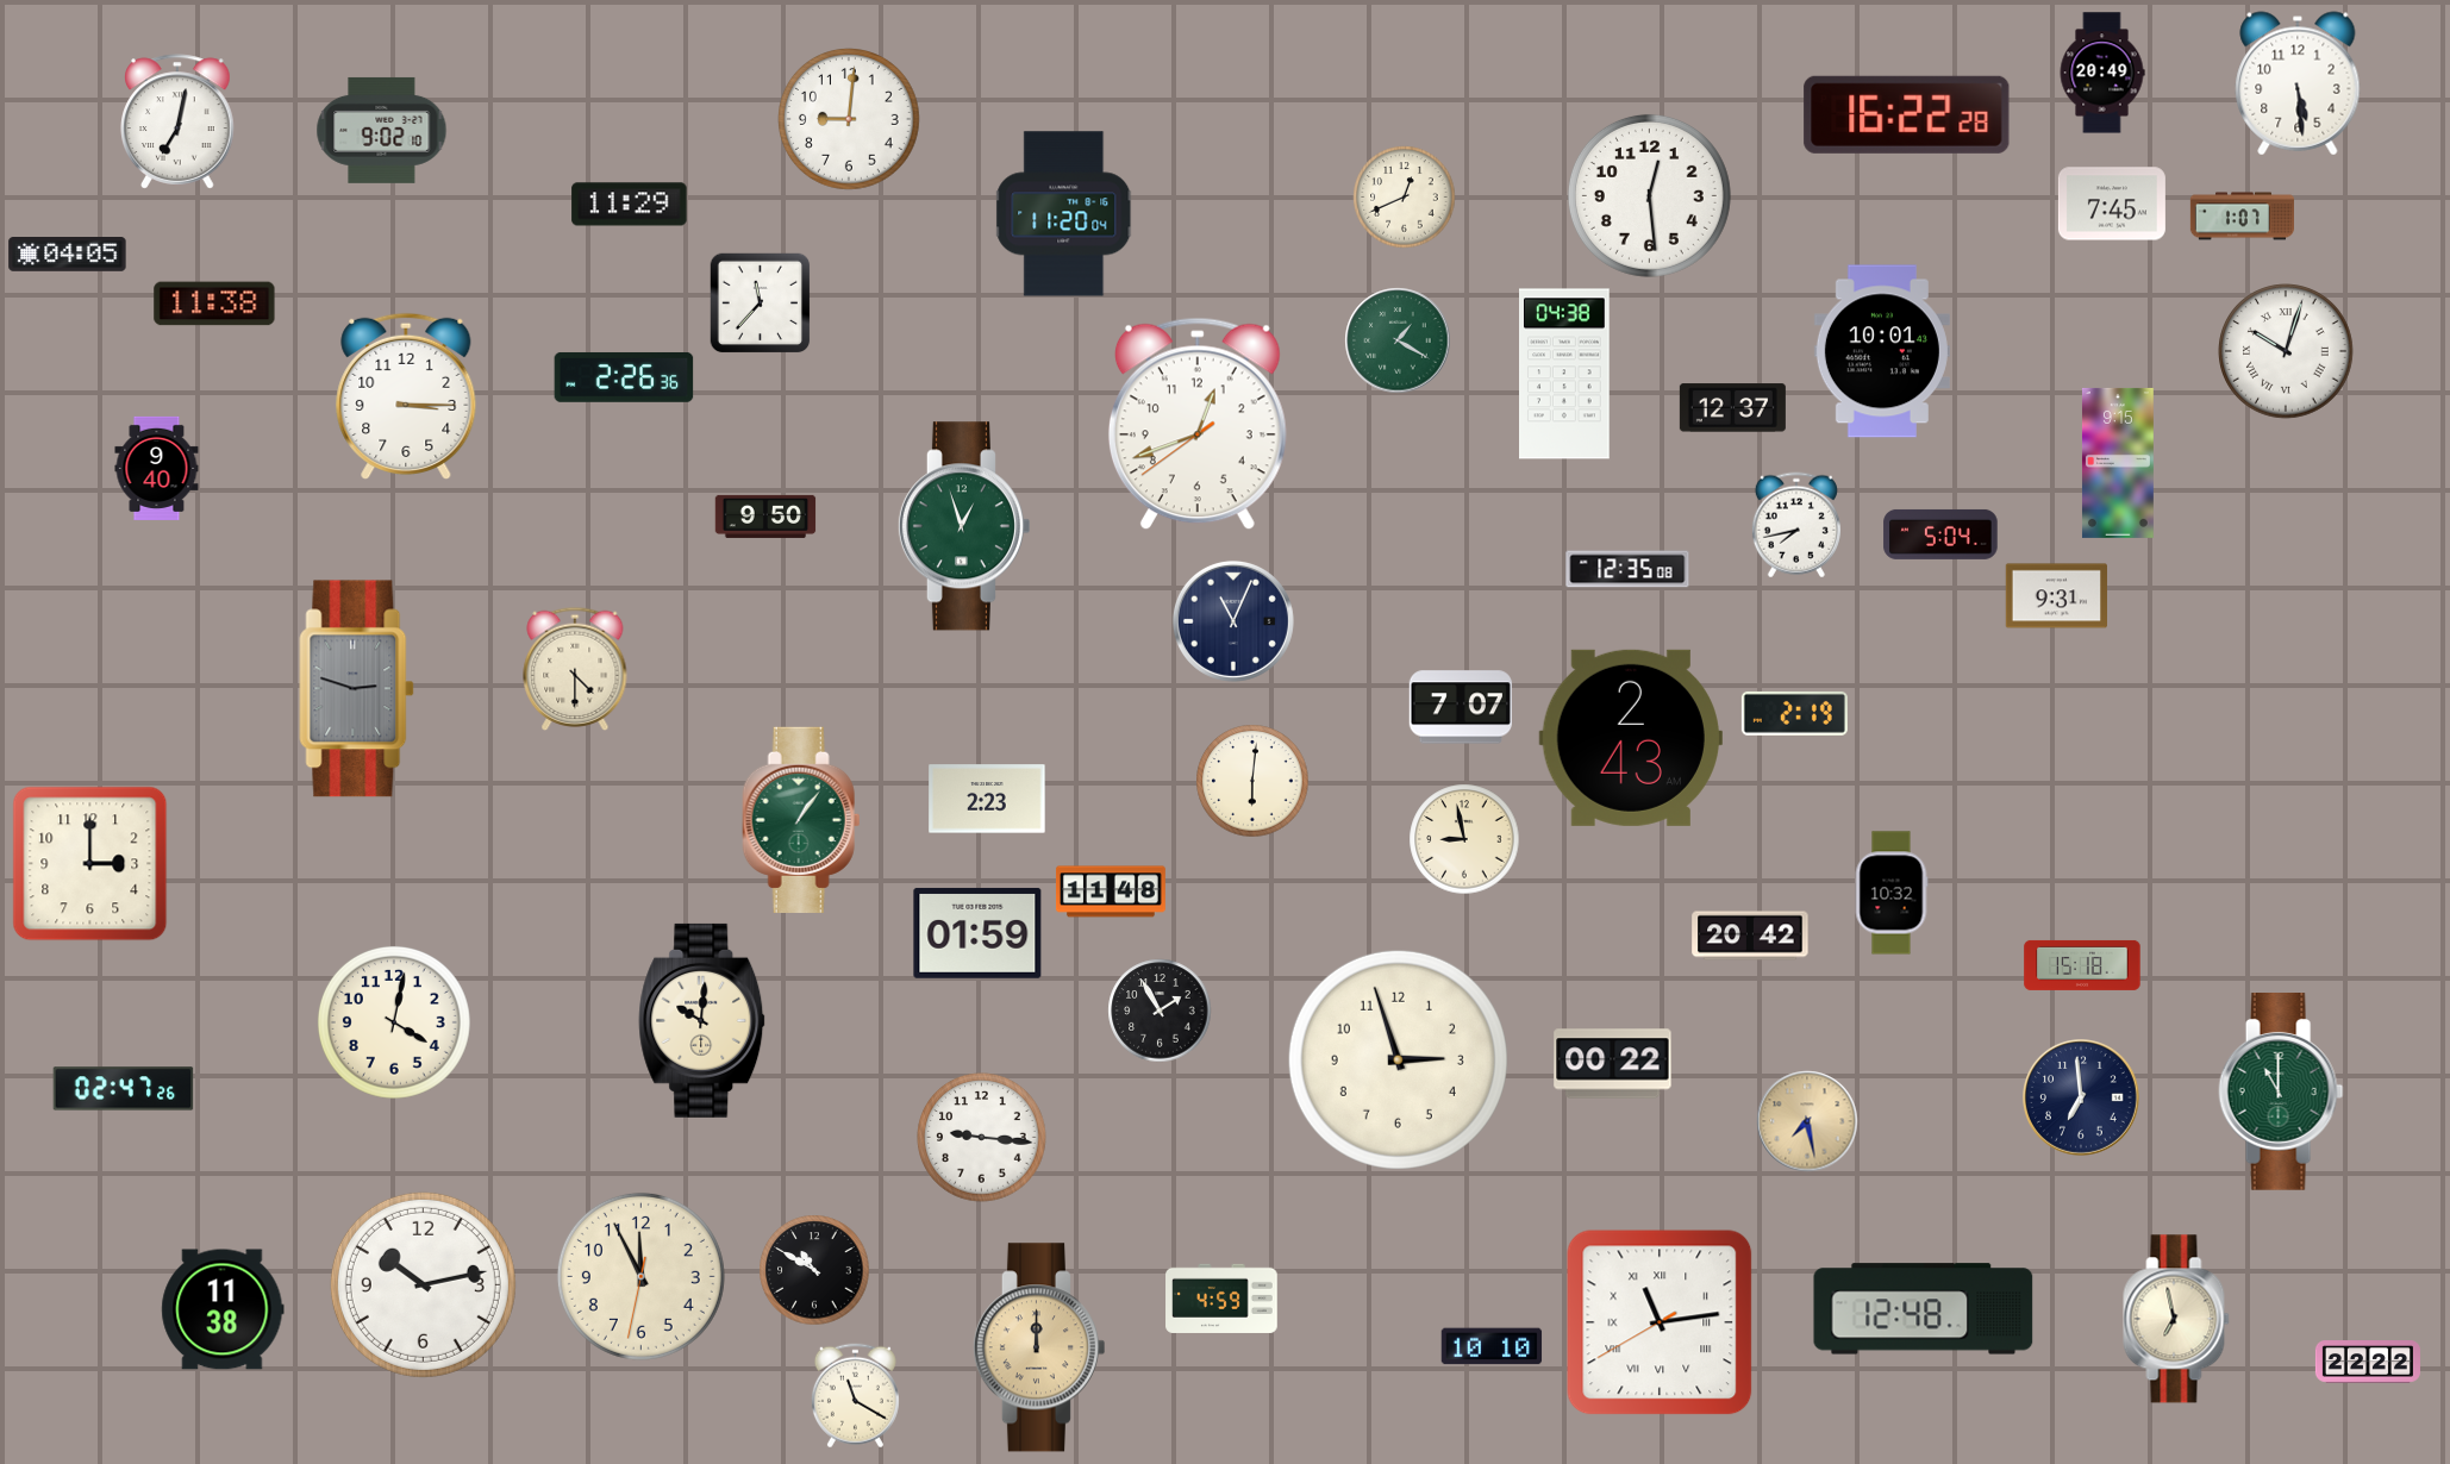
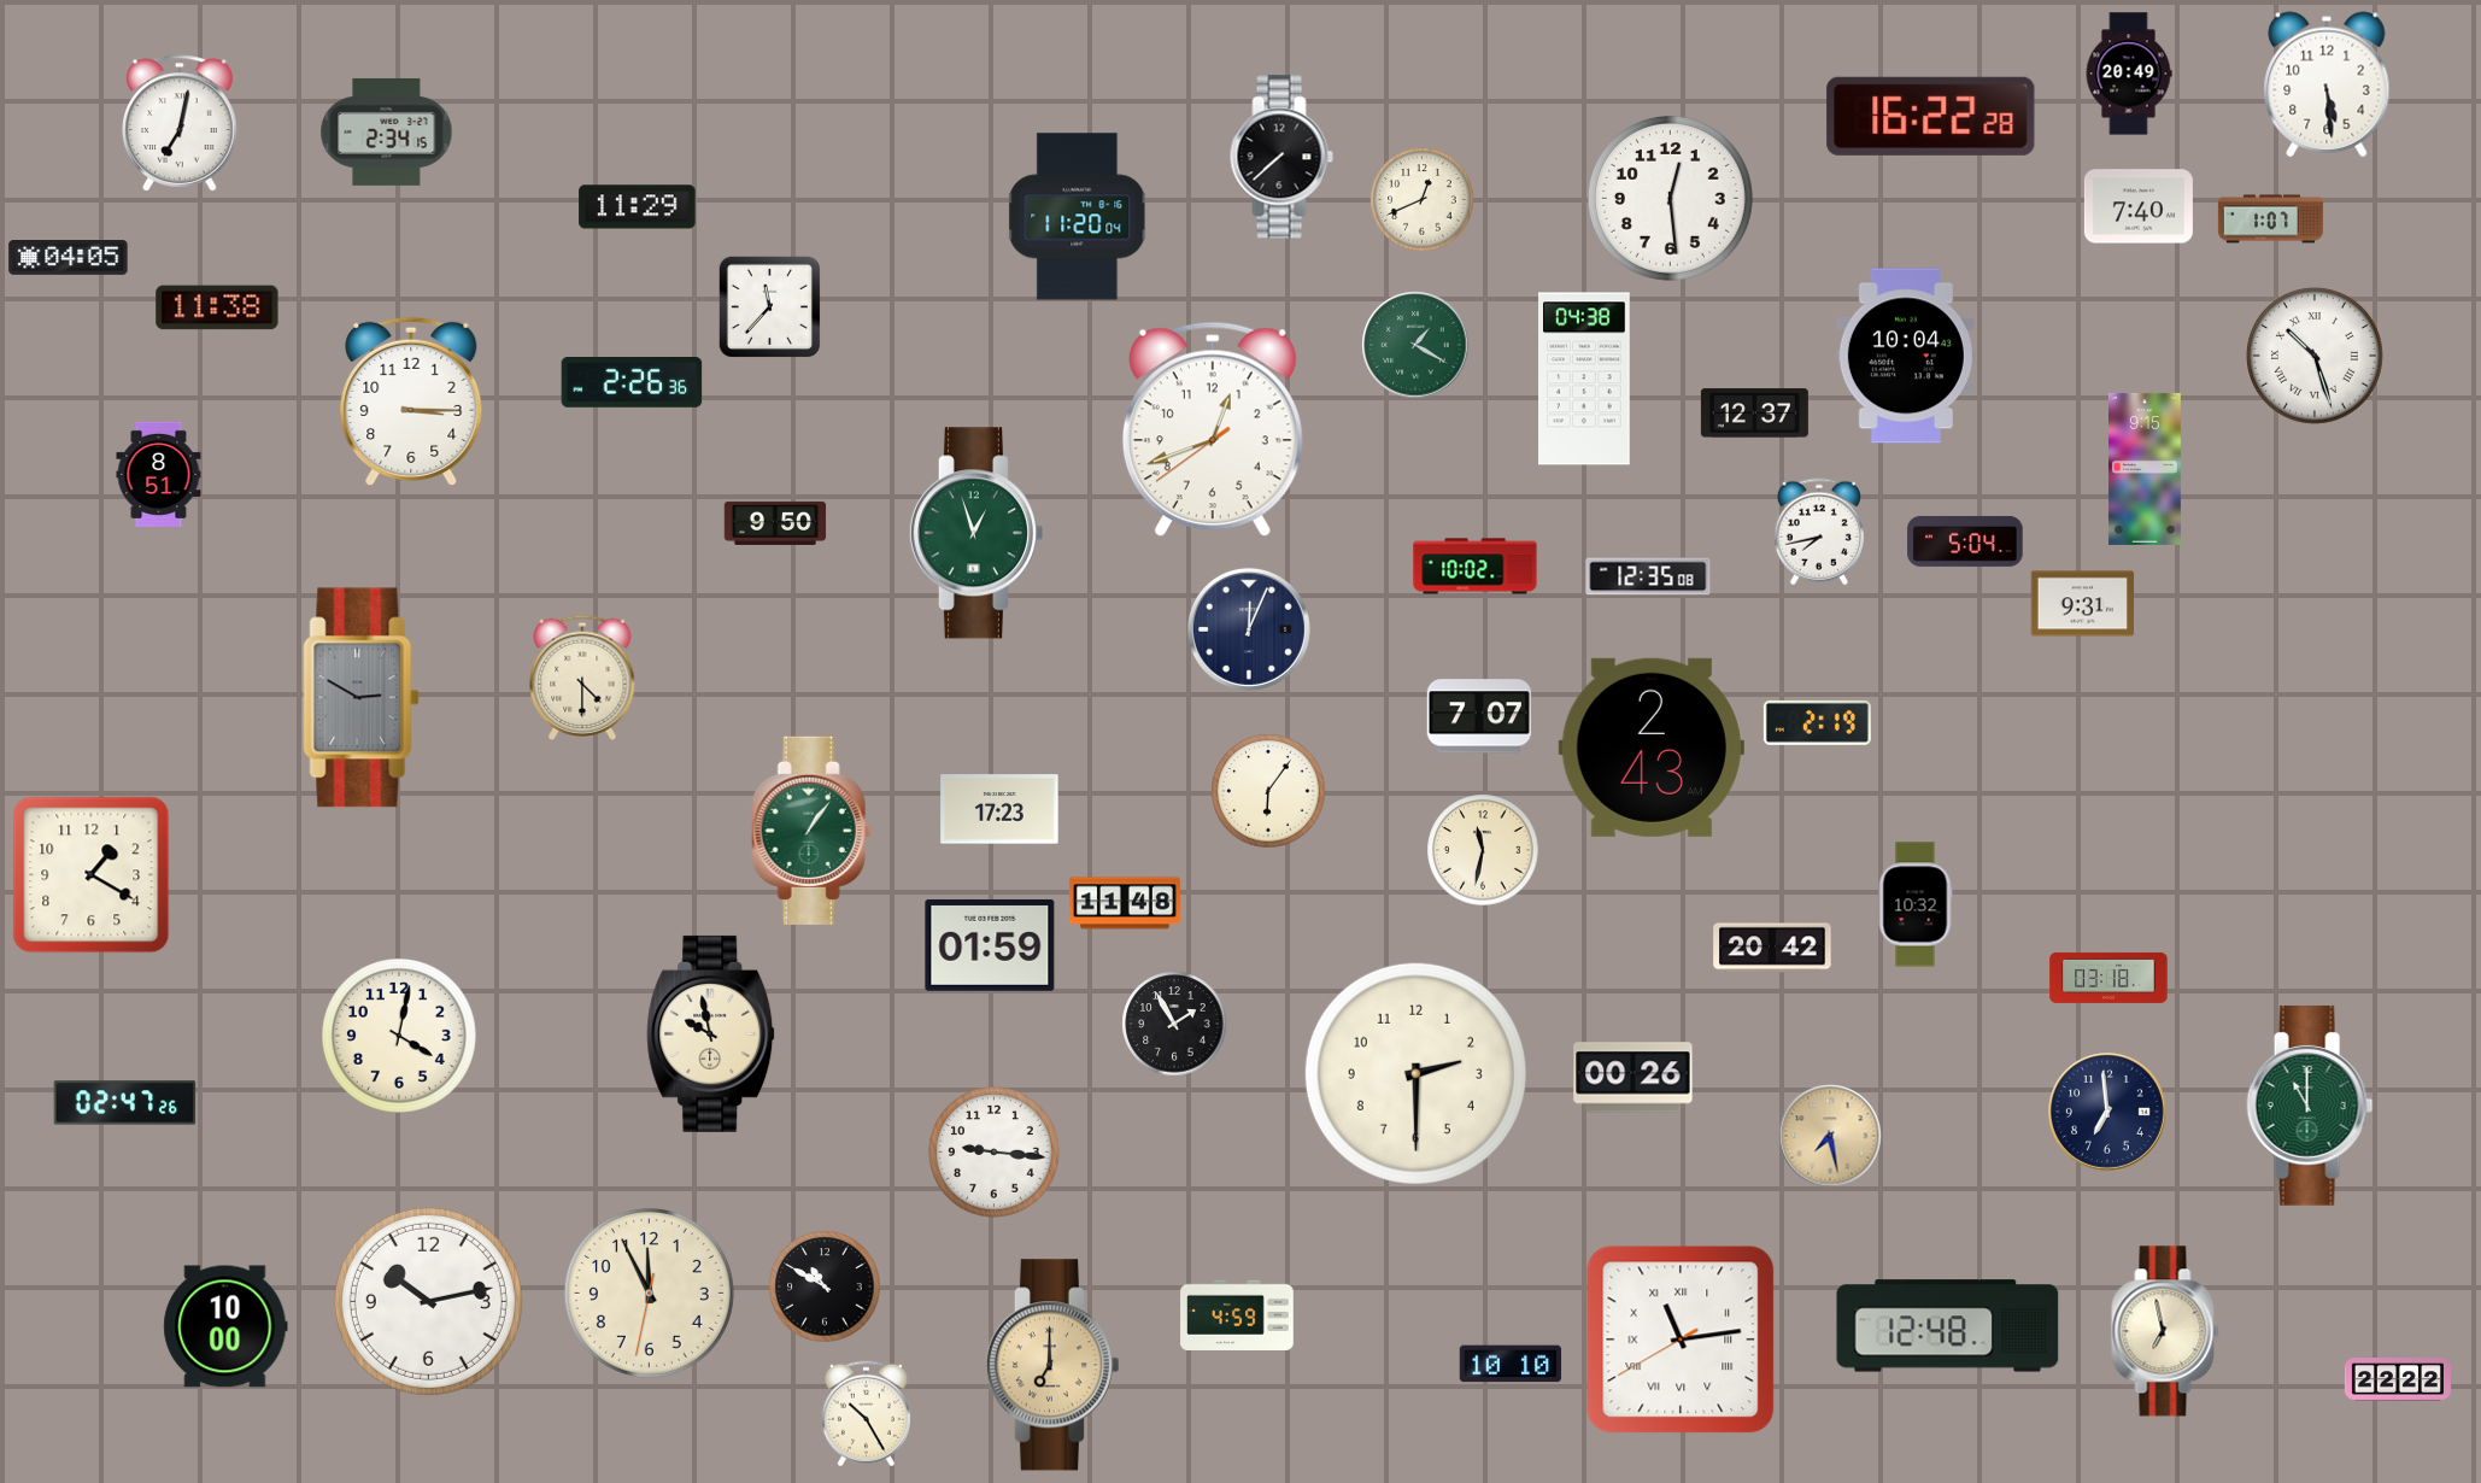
clock at (850, 120): 9:01 -> none
clock at (382, 130): 9:02 -> 2:34
clock at (1281, 157): none -> 7:38
clock at (2112, 204): 7:45 -> 7:40
clock at (1882, 351): 10:01 -> 10:04
clock at (2286, 351): 10:03 -> 10:27
clock at (157, 468): 9:40 -> 8:51
clock at (1476, 567): none -> 10:02
clock at (1233, 621): 11:04 -> 12:04
clock at (357, 689): 2:48 -> 2:50
clock at (1252, 781): 6:01 -> 6:06
clock at (987, 799): 2:23 -> 17:23
clock at (1464, 839): 8:58 -> 11:32
clock at (90, 864): 3:00 -> 1:20
clock at (2082, 965): 15:18 -> 03:18
clock at (702, 1020): 10:01 -> 9:58
clock at (1398, 1059): 2:57 -> 2:30
clock at (1613, 1064): 00:22 -> 00:26
clock at (223, 1309): 11:38 -> 10:00
clock at (2176, 1319) position: (2176, 1319) -> (2165, 1331)
clock at (1038, 1347): 12:00 -> 7:00
clock at (855, 1396): 11:20 -> 10:25
